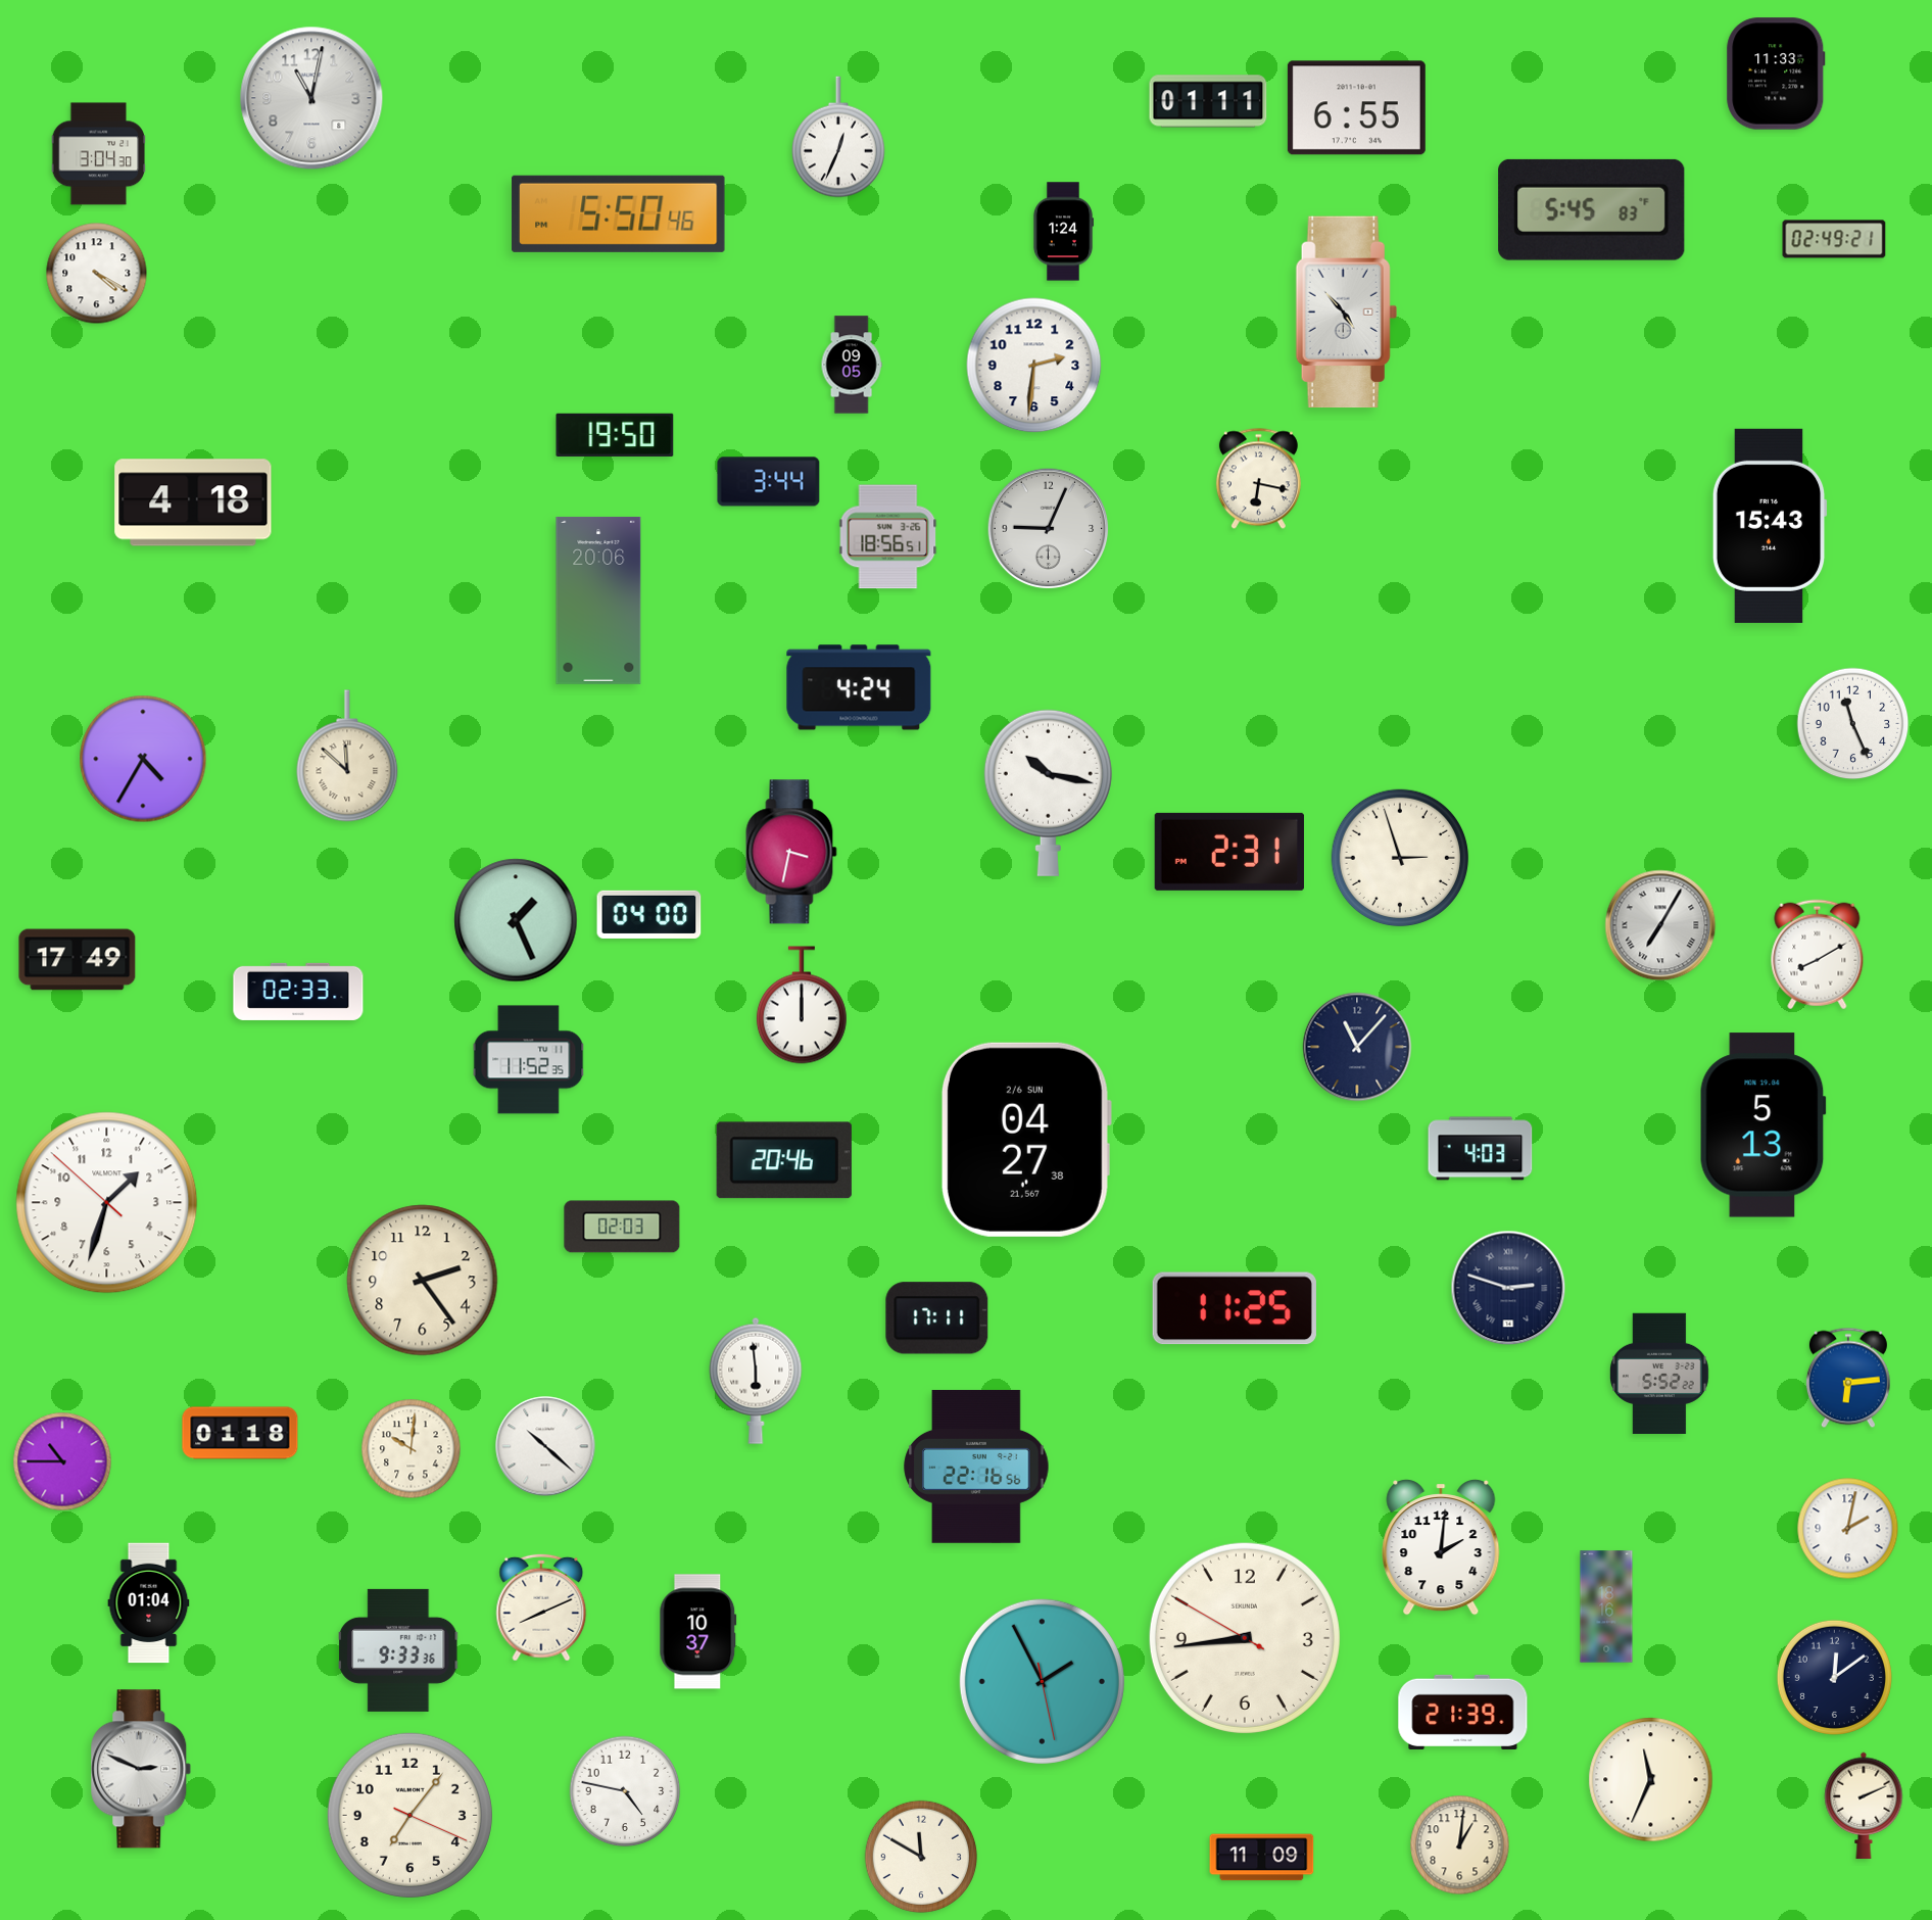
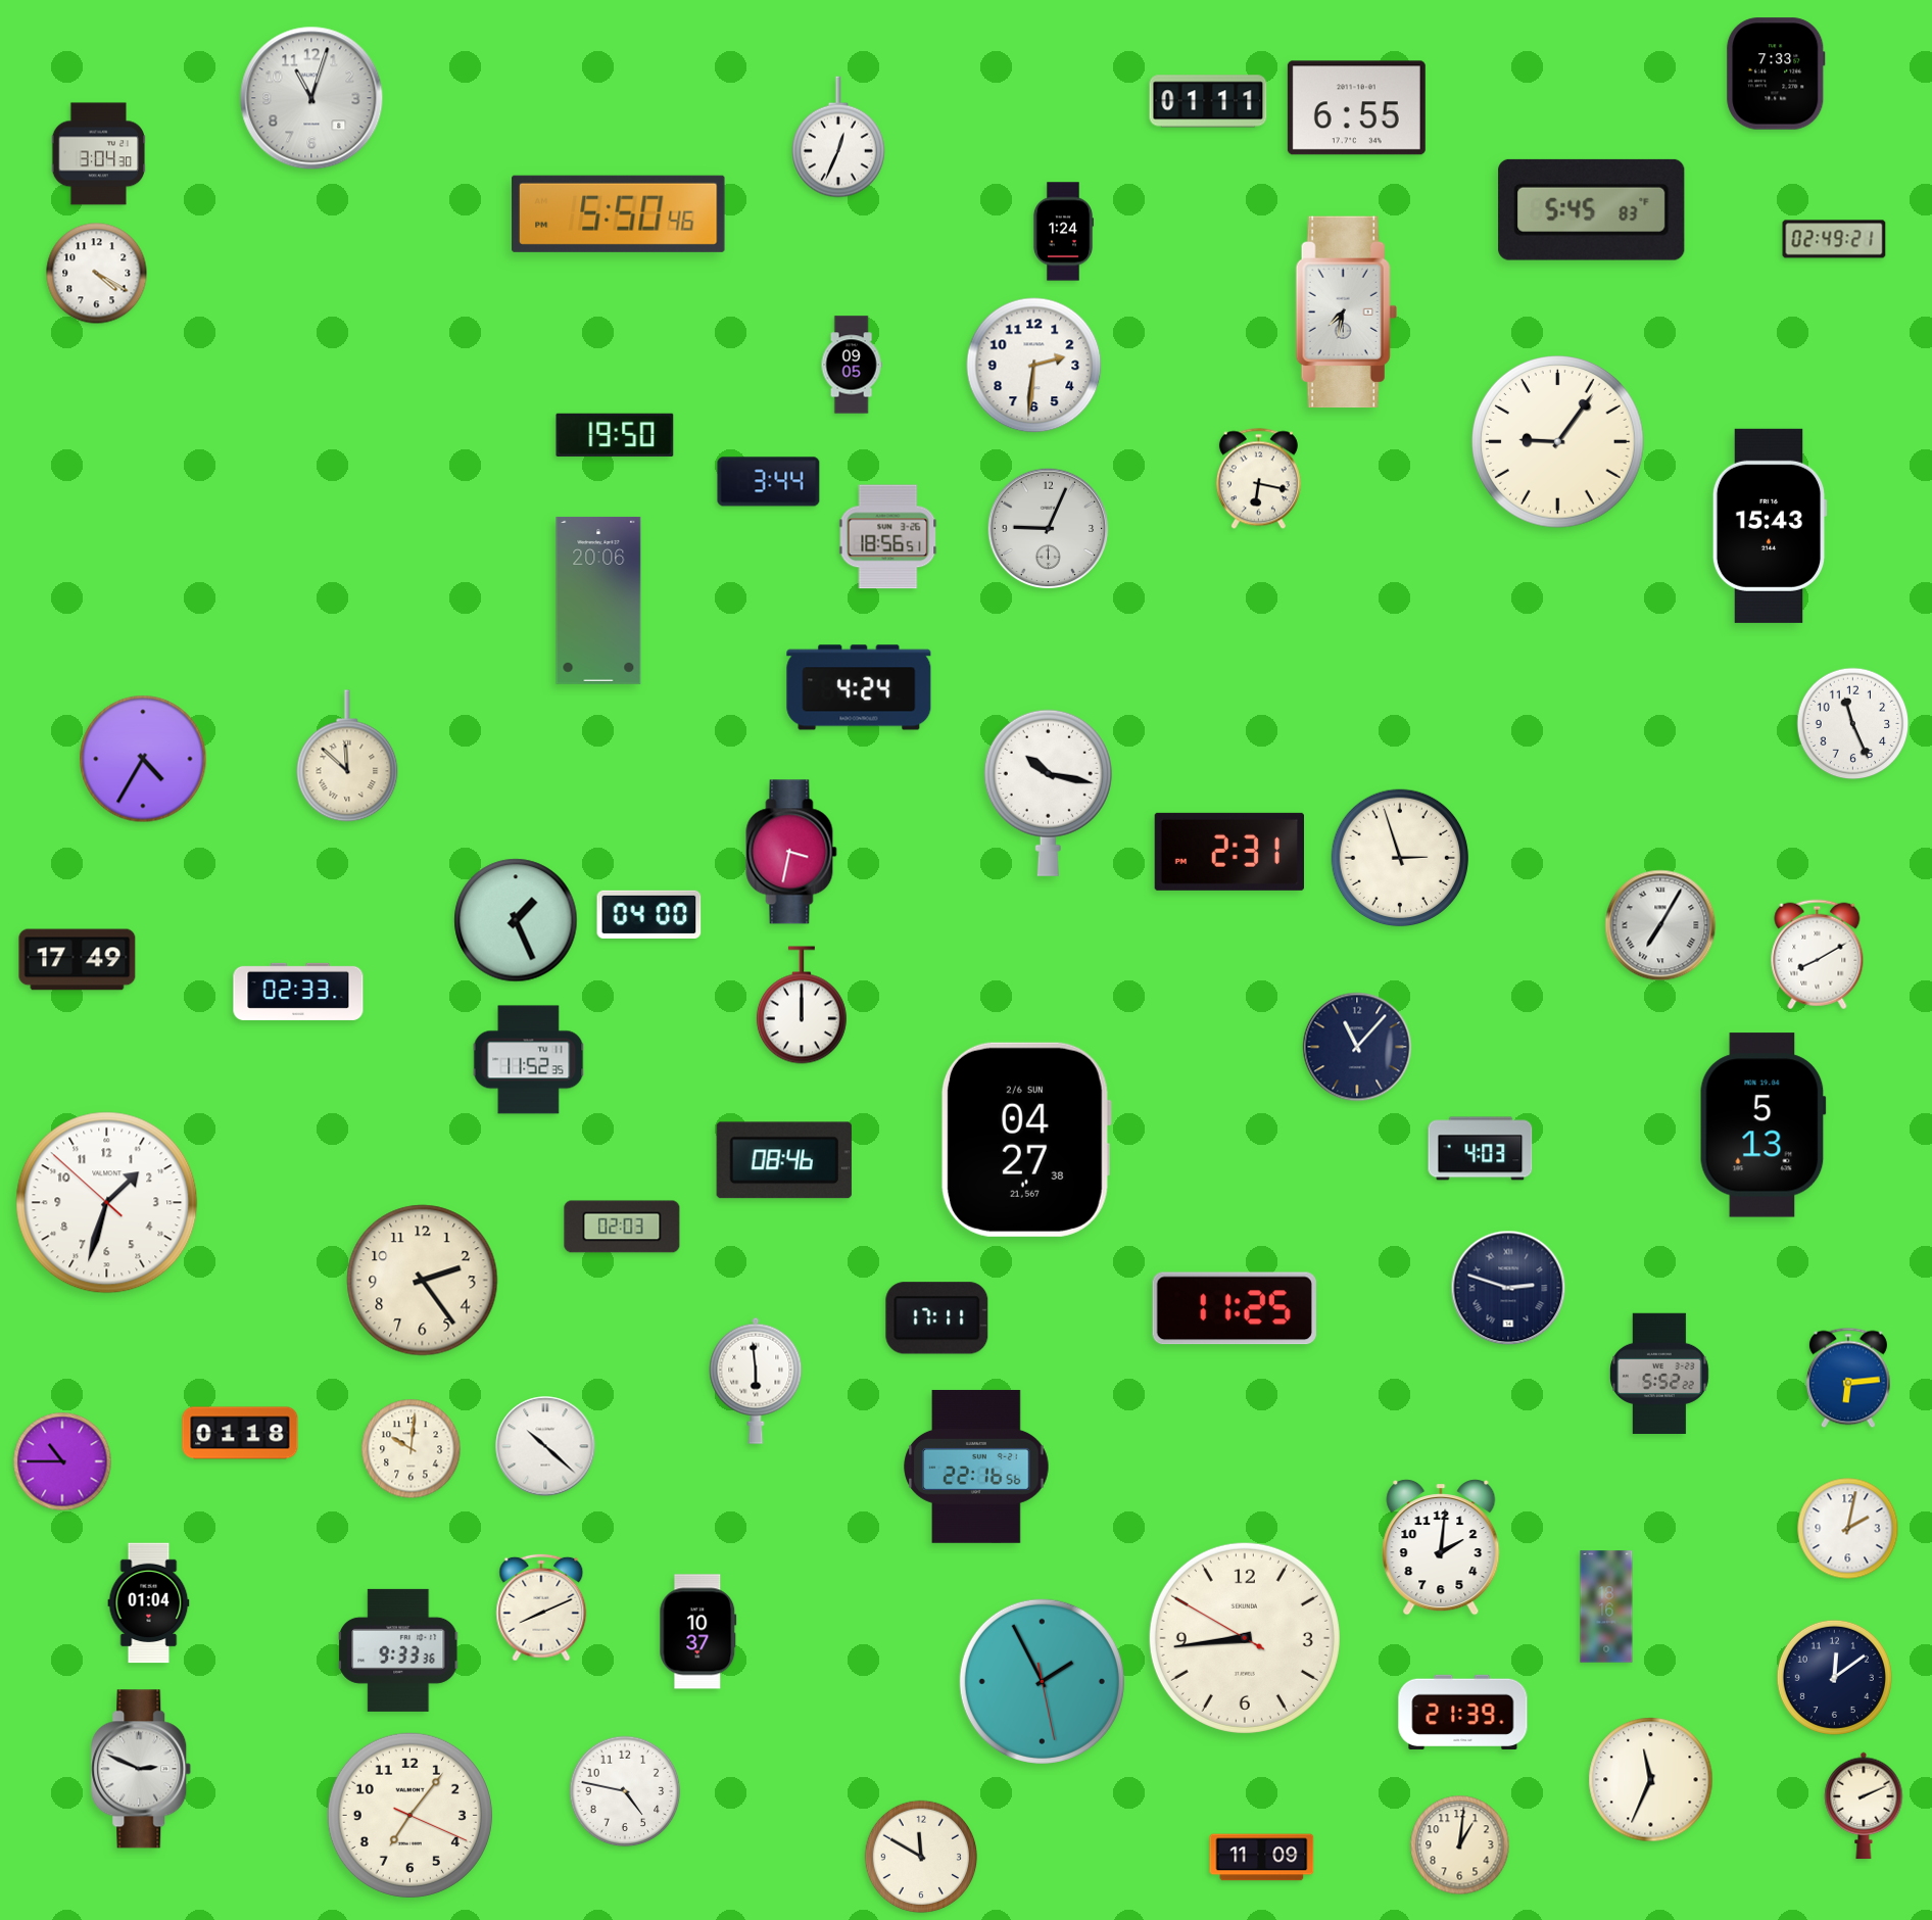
clock at (1776, 74): 11:33 -> 7:33
clock at (311, 98): 11:02 -> 11:03
clock at (1346, 313): 4:53 -> 7:32
clock at (1558, 442): none -> 9:06
clock at (193, 502): 4:18 -> none
clock at (784, 1160): 20:46 -> 08:46
